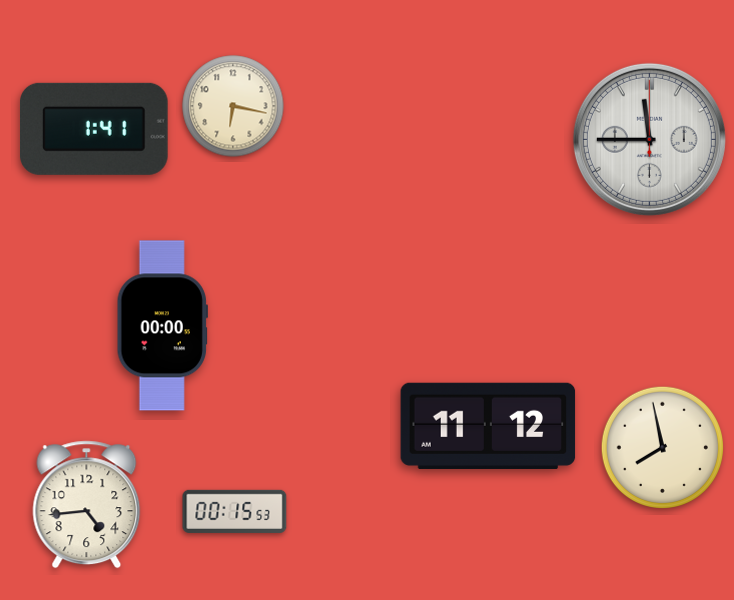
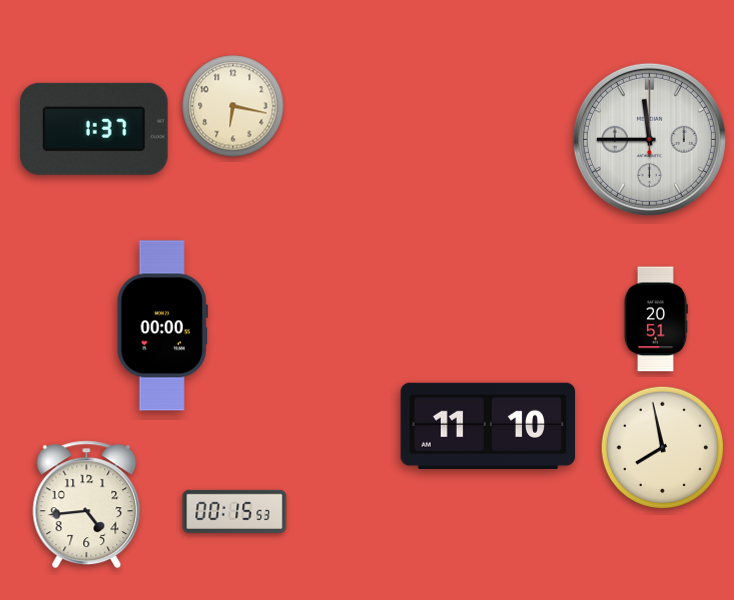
clock at (95, 129): 1:41 -> 1:37
clock at (655, 319): none -> 20:51
clock at (488, 426): 11:12 -> 11:10
